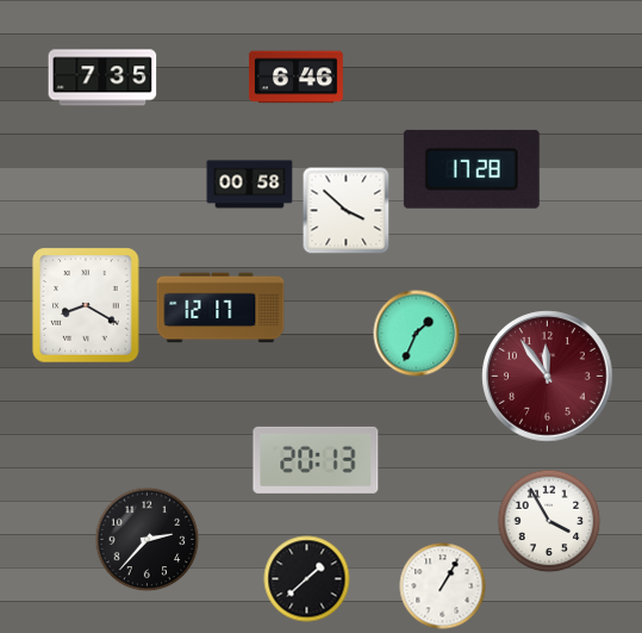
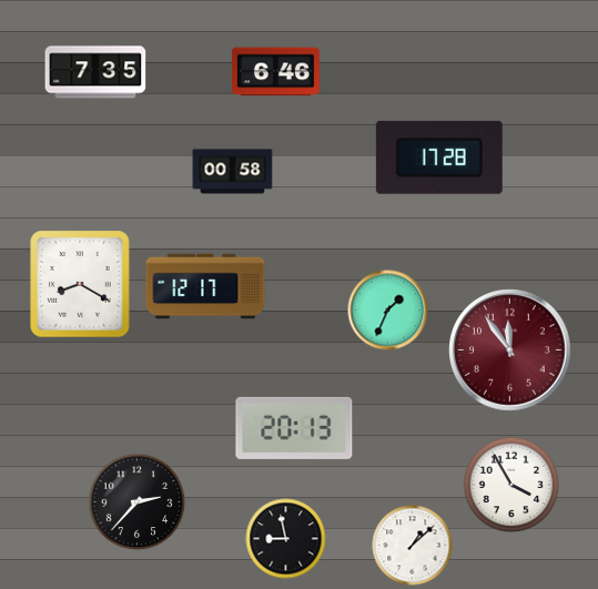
clock at (347, 211): 3:52 -> none
clock at (307, 579): 1:38 -> 8:58
clock at (443, 587): 1:05 -> 1:08
